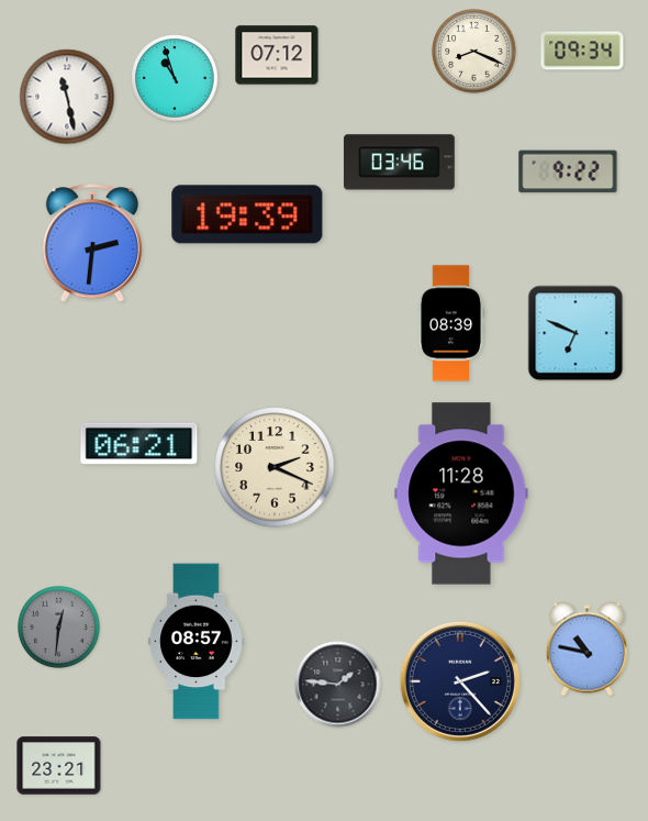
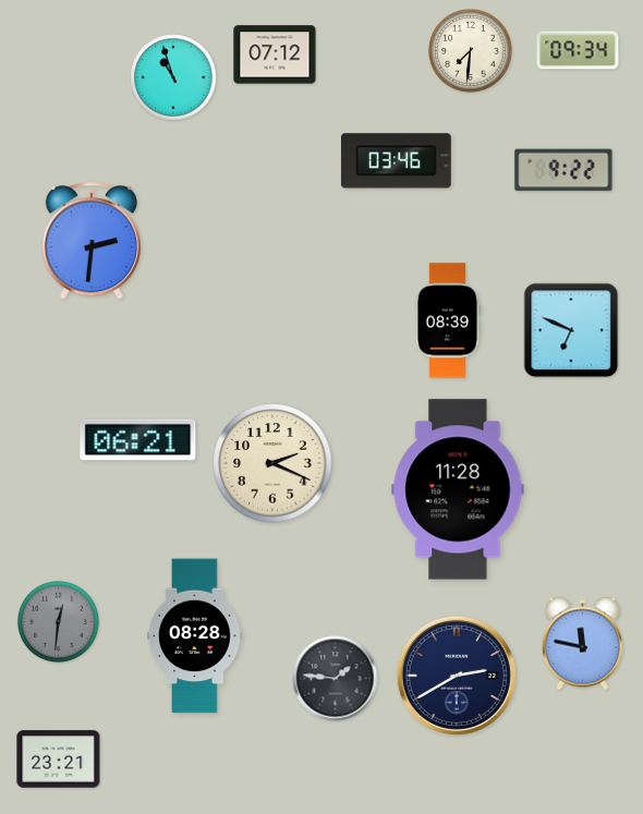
clock at (474, 52): 8:19 -> 7:31
clock at (67, 97): 11:28 -> none
clock at (247, 214): 19:39 -> none
clock at (197, 642): 08:57 -> 08:28
clock at (586, 650): 10:47 -> 11:47
clock at (460, 681): 2:23 -> 2:40
